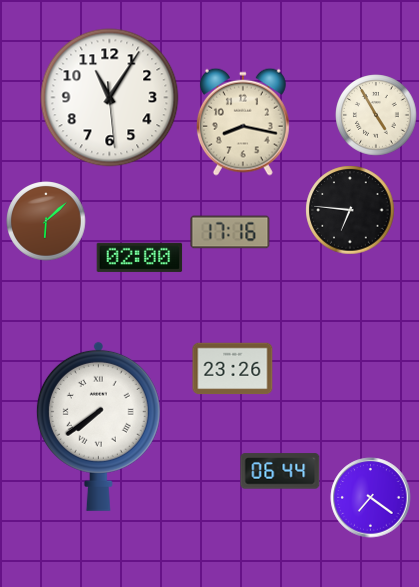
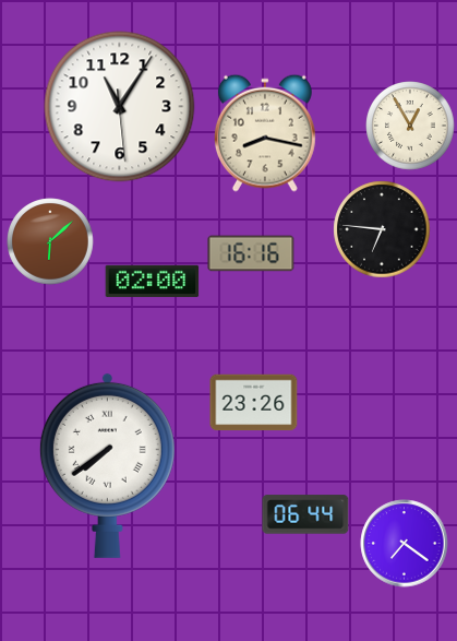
clock at (376, 115): 4:55 -> 12:55
clock at (230, 232): 17:16 -> 16:16
